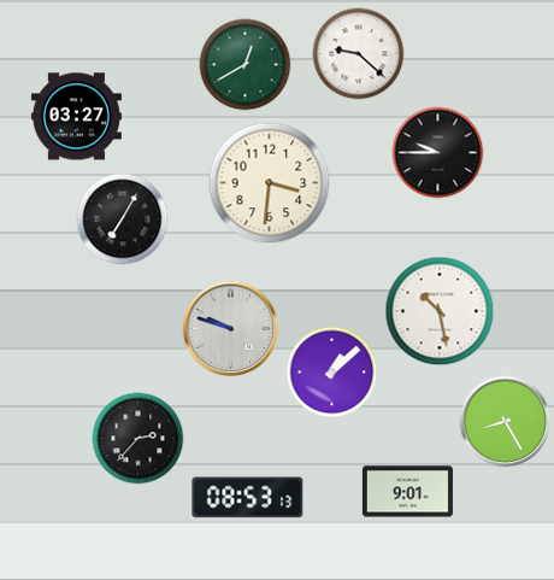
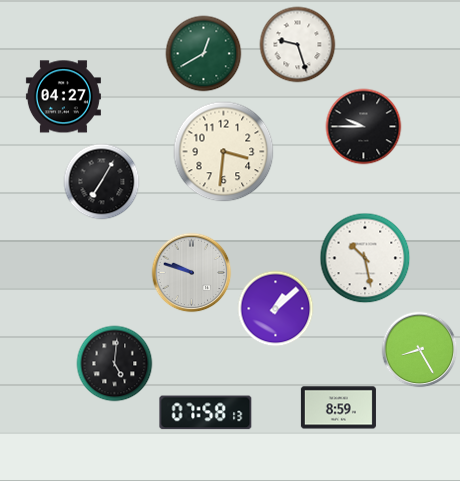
clock at (359, 54): 9:22 -> 9:27
clock at (76, 117): 03:27 -> 04:27
clock at (138, 439): 2:37 -> 5:01
clock at (407, 492): 9:01 -> 8:59
clock at (248, 498): 08:53 -> 07:58
